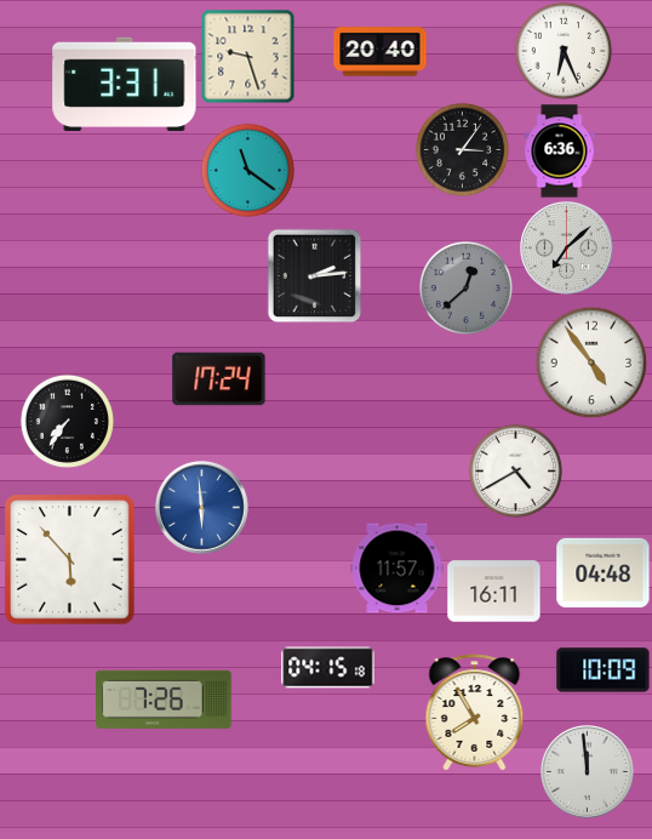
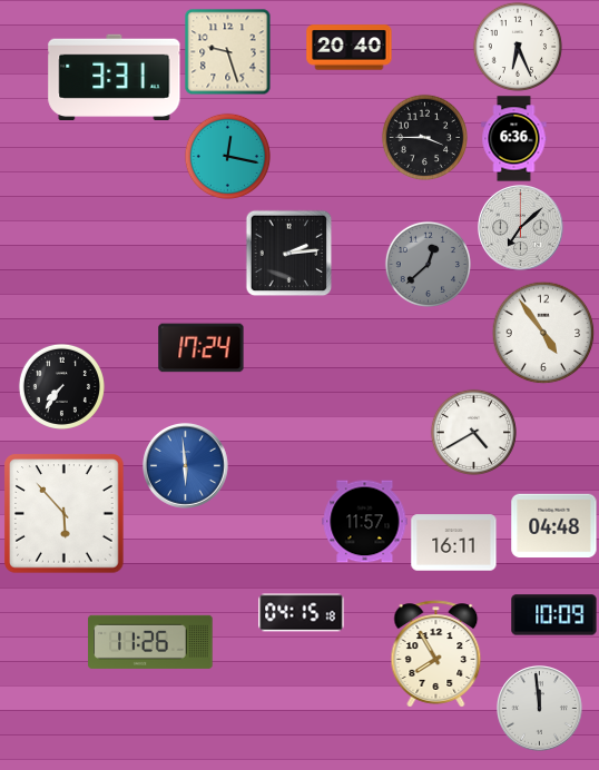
clock at (462, 149): 3:06 -> 3:45
clock at (247, 170): 11:21 -> 12:17
clock at (164, 700): 7:26 -> 11:26
